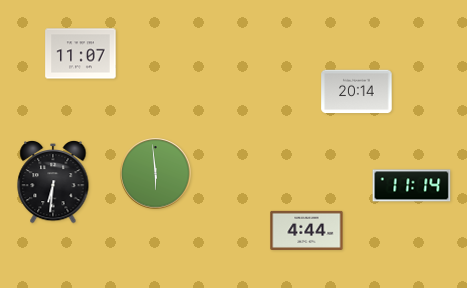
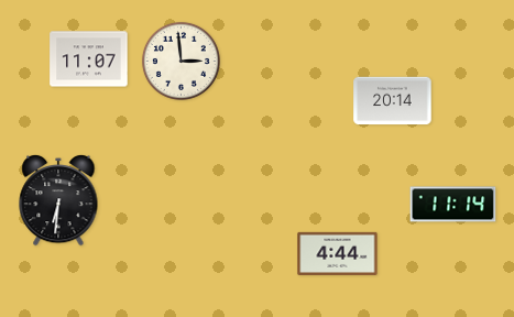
clock at (181, 61): none -> 2:59
clock at (156, 174): 5:59 -> none
